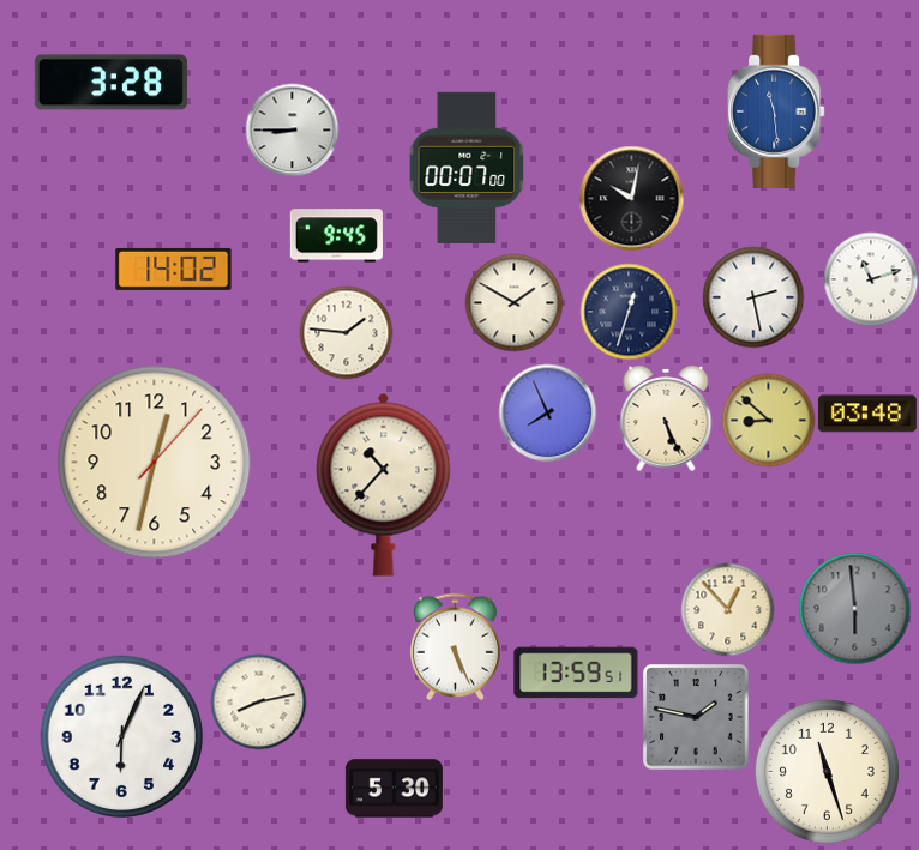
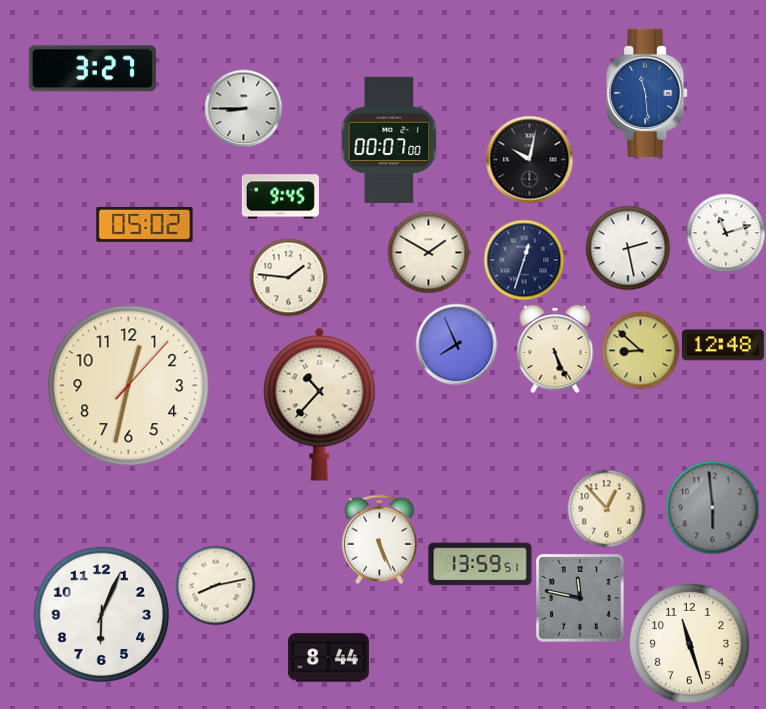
clock at (110, 83): 3:28 -> 3:27
clock at (631, 198) position: (631, 198) -> (529, 159)
clock at (174, 269): 14:02 -> 05:02
clock at (867, 414): 03:48 -> 12:48
clock at (576, 673) position: (576, 673) -> (480, 564)
clock at (696, 717): 1:47 -> 11:47
clock at (394, 789): 5:30 -> 8:44
